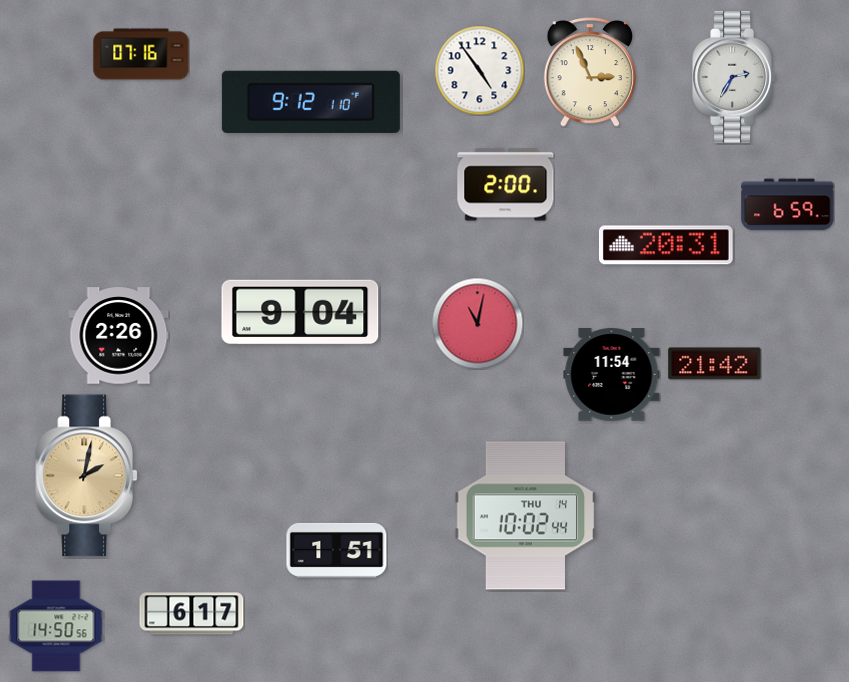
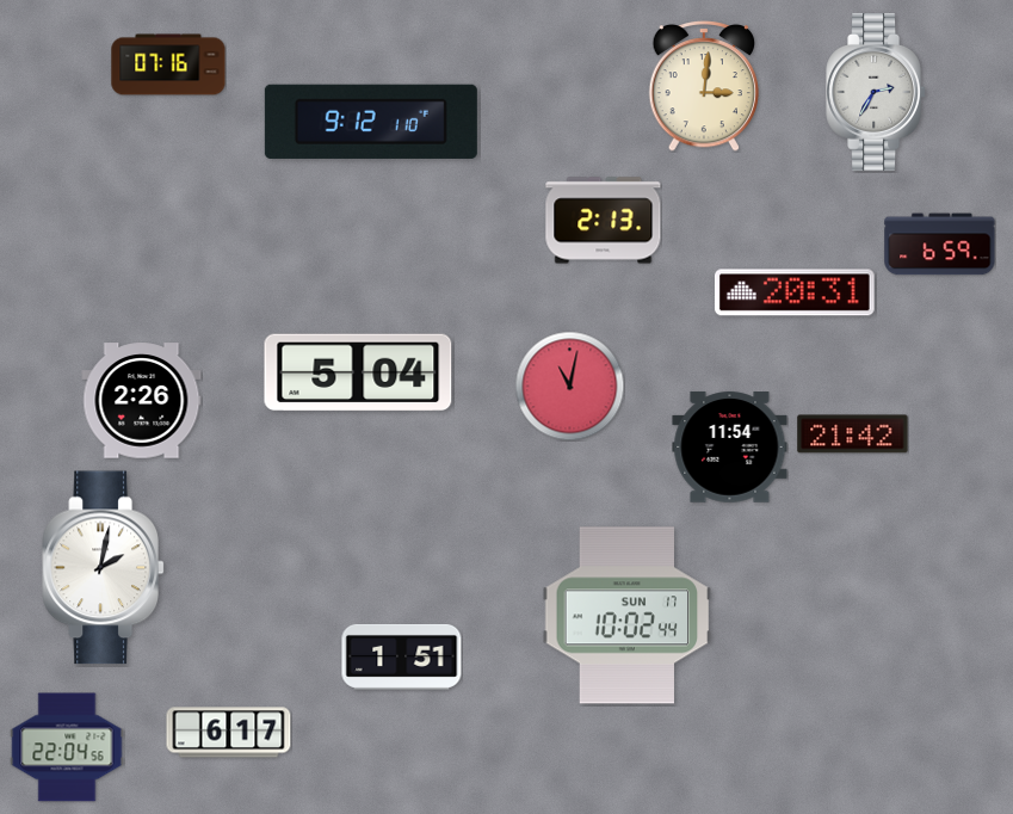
clock at (479, 70): 4:54 -> none
clock at (589, 73): 2:56 -> 3:01
clock at (506, 185): 2:00 -> 2:13
clock at (300, 312): 9:04 -> 5:04
clock at (86, 476) dial: champagne -> white
clock at (526, 516) date: THU 14 -> SUN 17
clock at (56, 626): 14:50 -> 22:04
